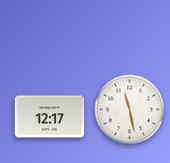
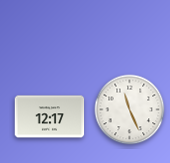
clock at (130, 110): 11:28 -> 11:26
